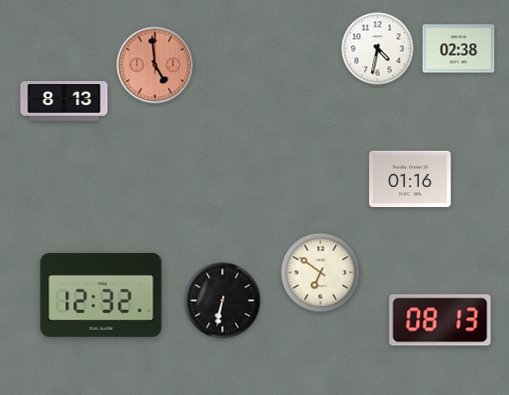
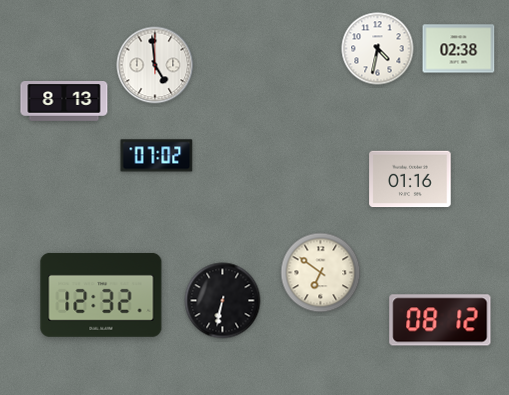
clock at (155, 65) dial: salmon -> white
clock at (157, 156): none -> 07:02
clock at (440, 320): 08:13 -> 08:12
